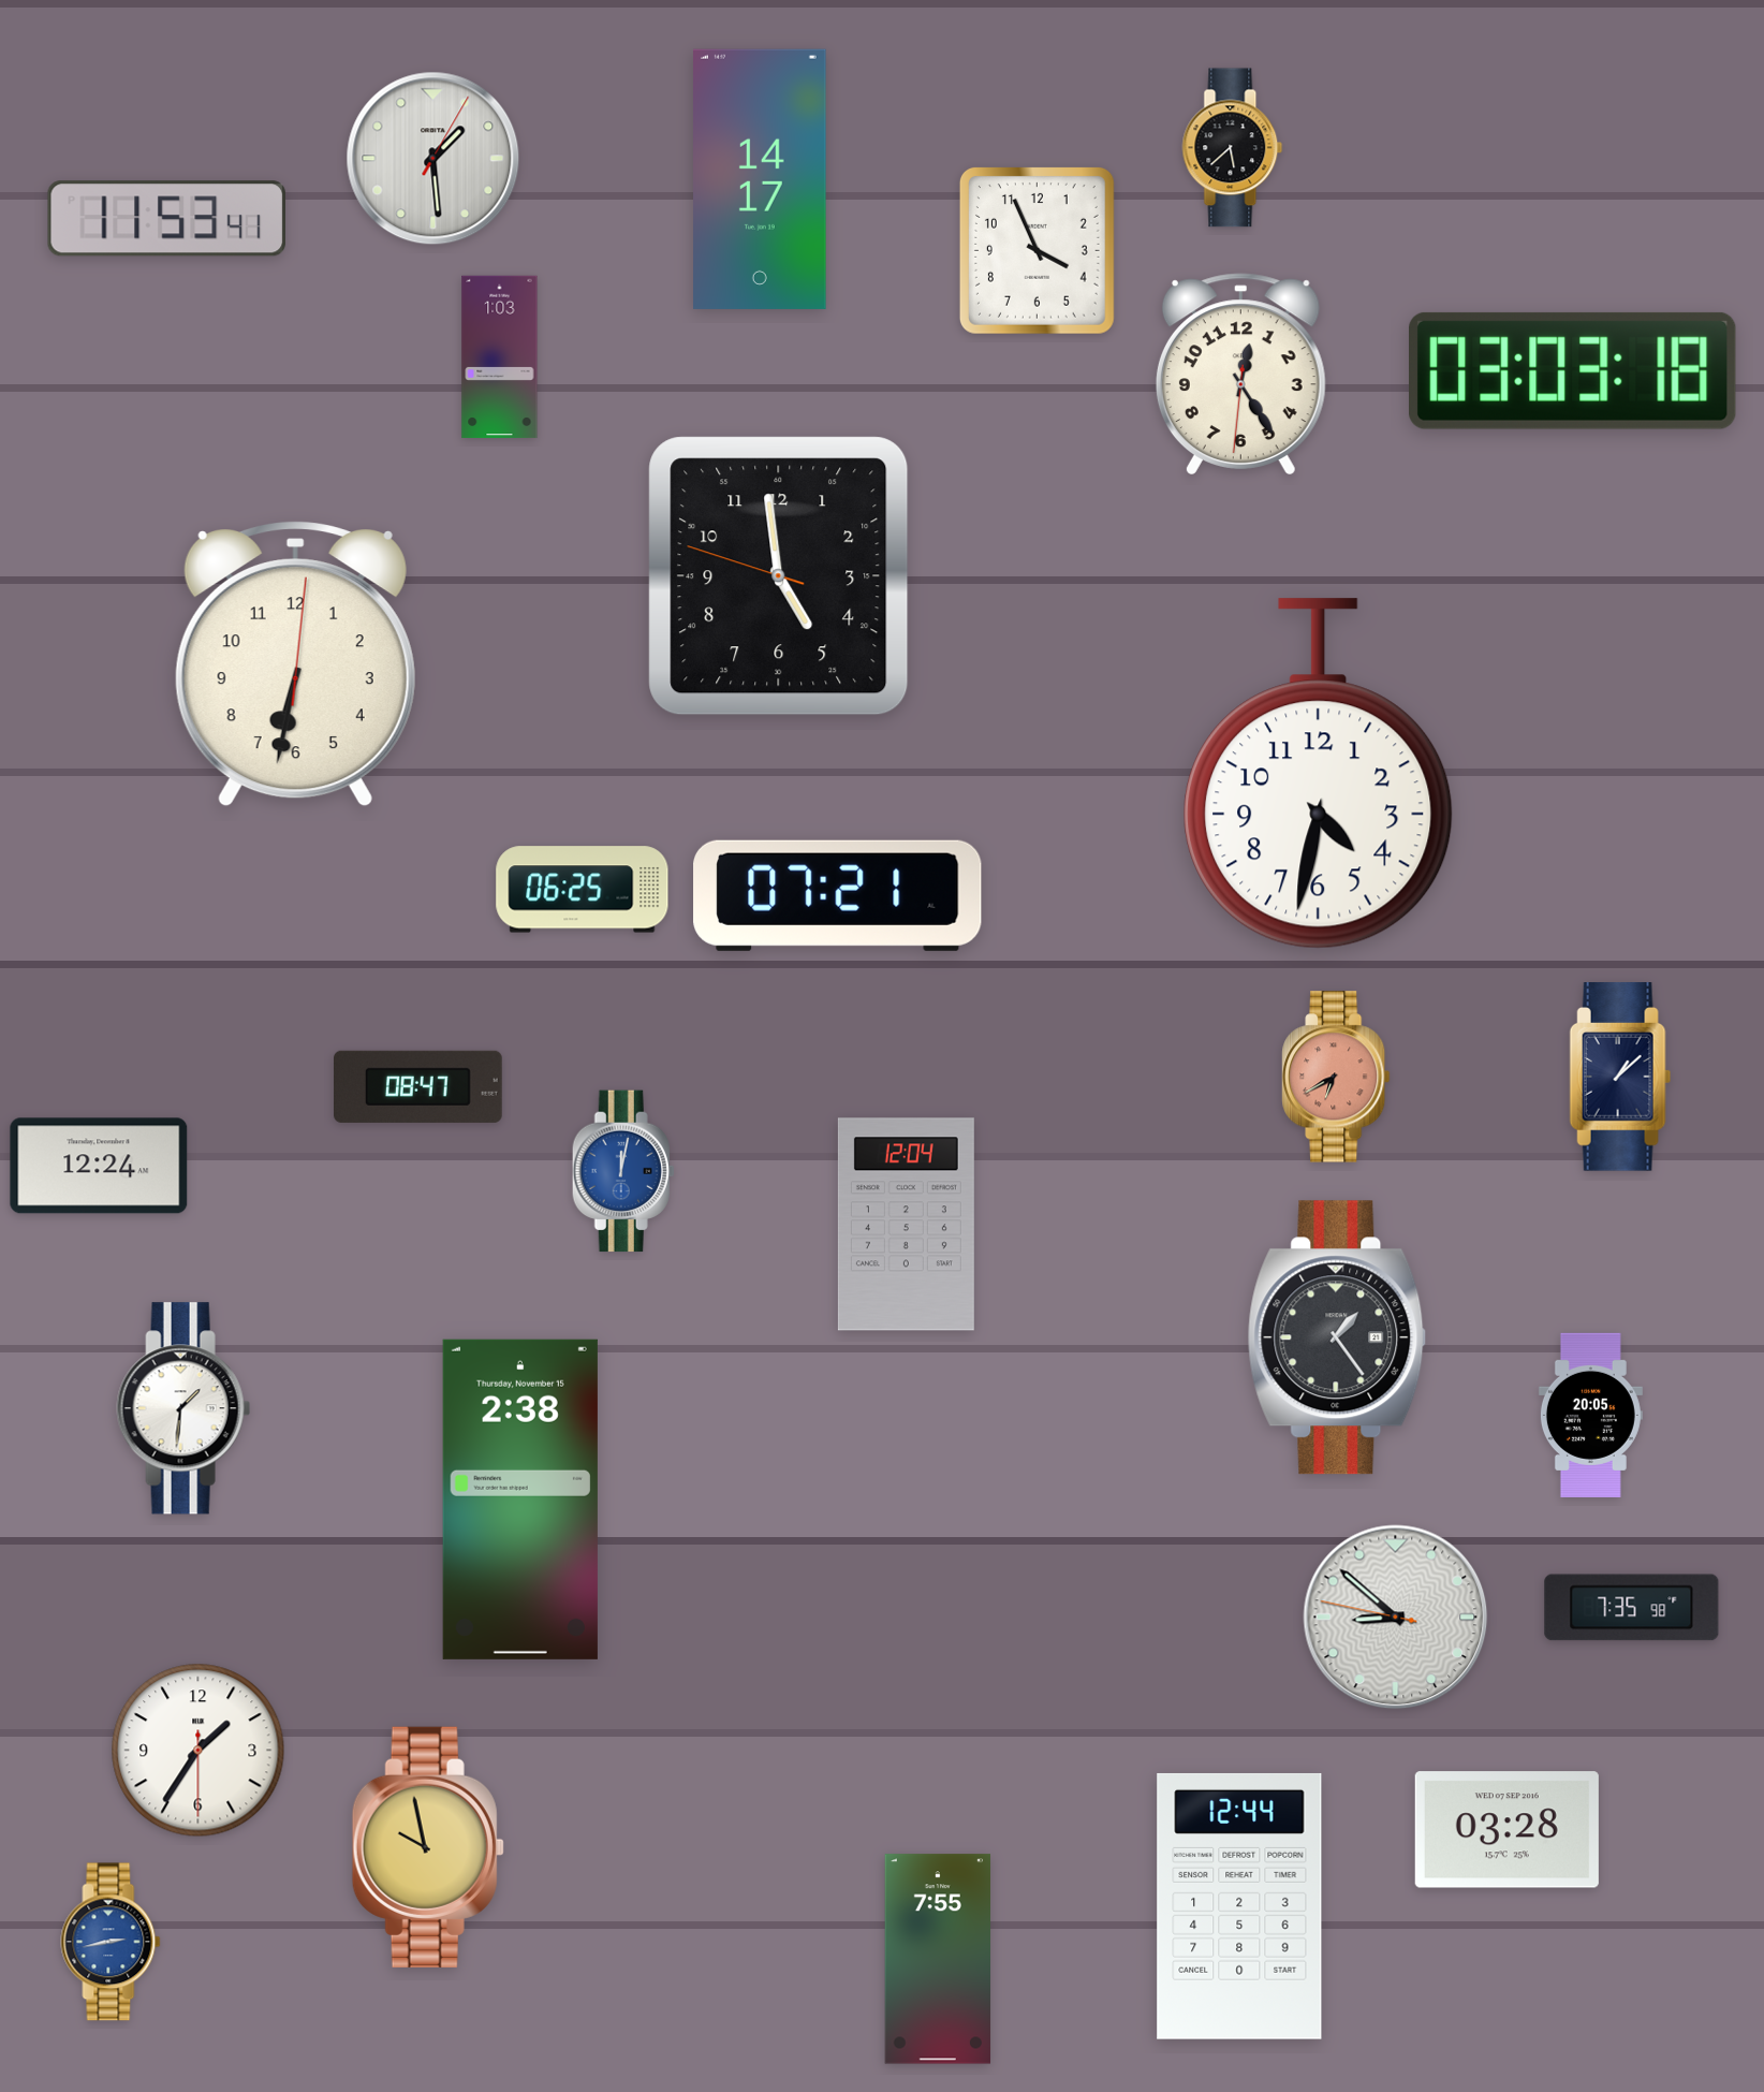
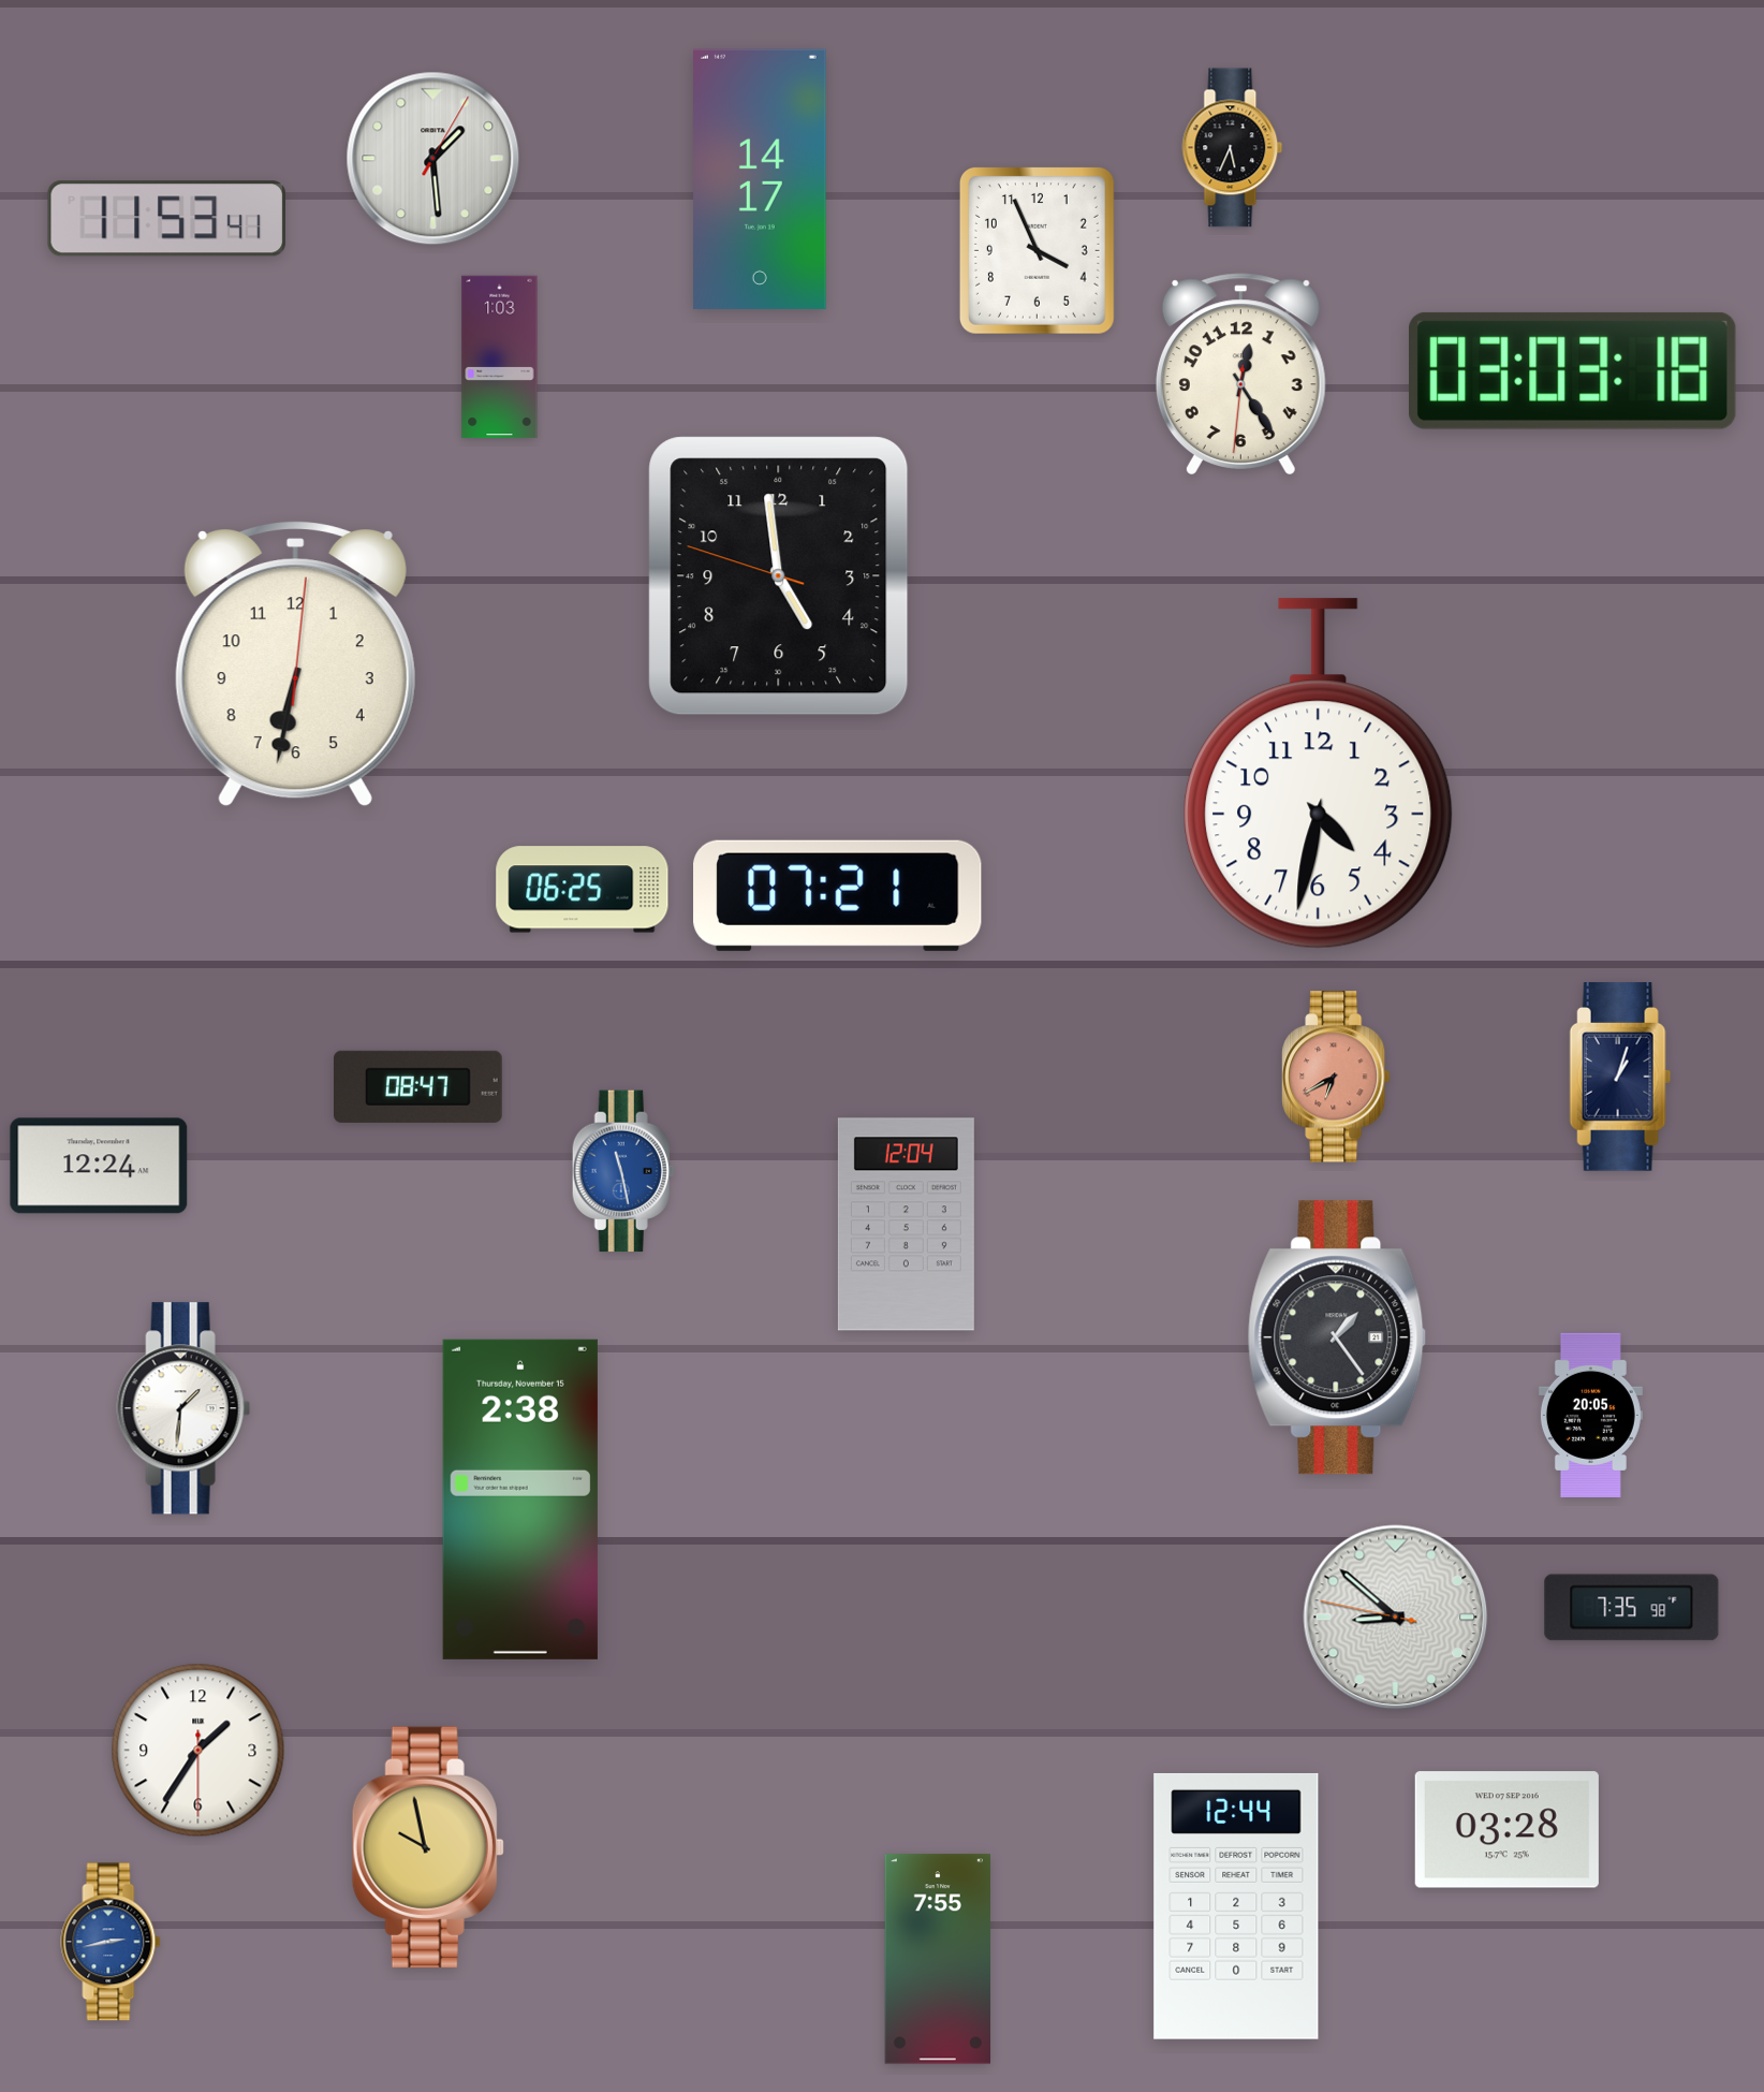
clock at (1233, 148): 5:38 -> 5:34
clock at (1620, 1077): 1:08 -> 1:03
clock at (623, 1171): 12:02 -> 11:28
clock at (1239, 1906) position: (1239, 1906) -> (1236, 1906)
